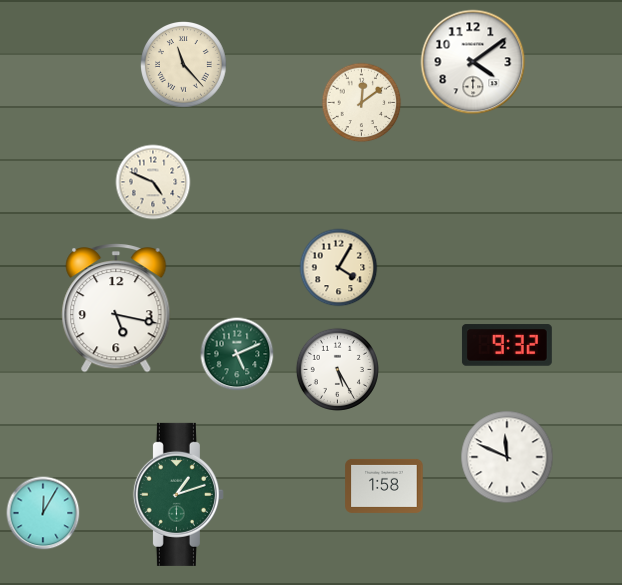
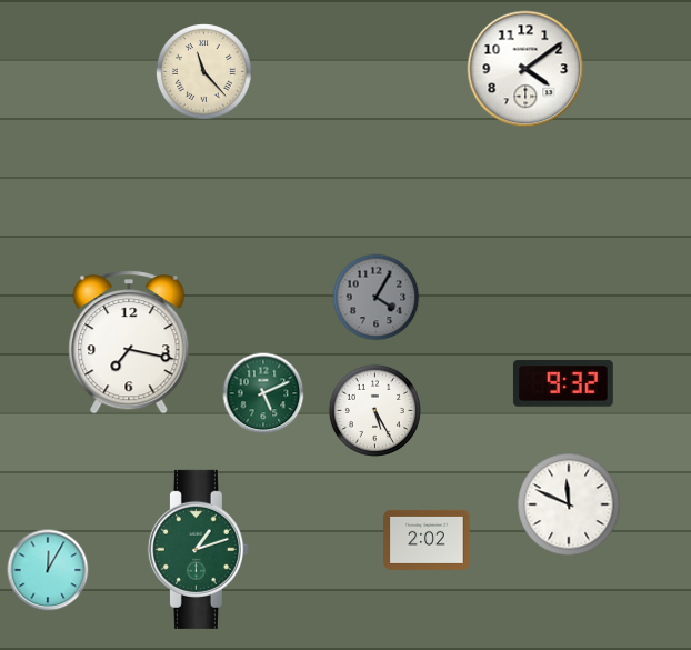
clock at (362, 103): 12:09 -> none
clock at (153, 182): 4:49 -> none
clock at (339, 268) dial: cream -> grey
clock at (116, 308): 5:17 -> 7:17
clock at (507, 457) position: (507, 457) -> (569, 504)
clock at (384, 486): 1:58 -> 2:02
